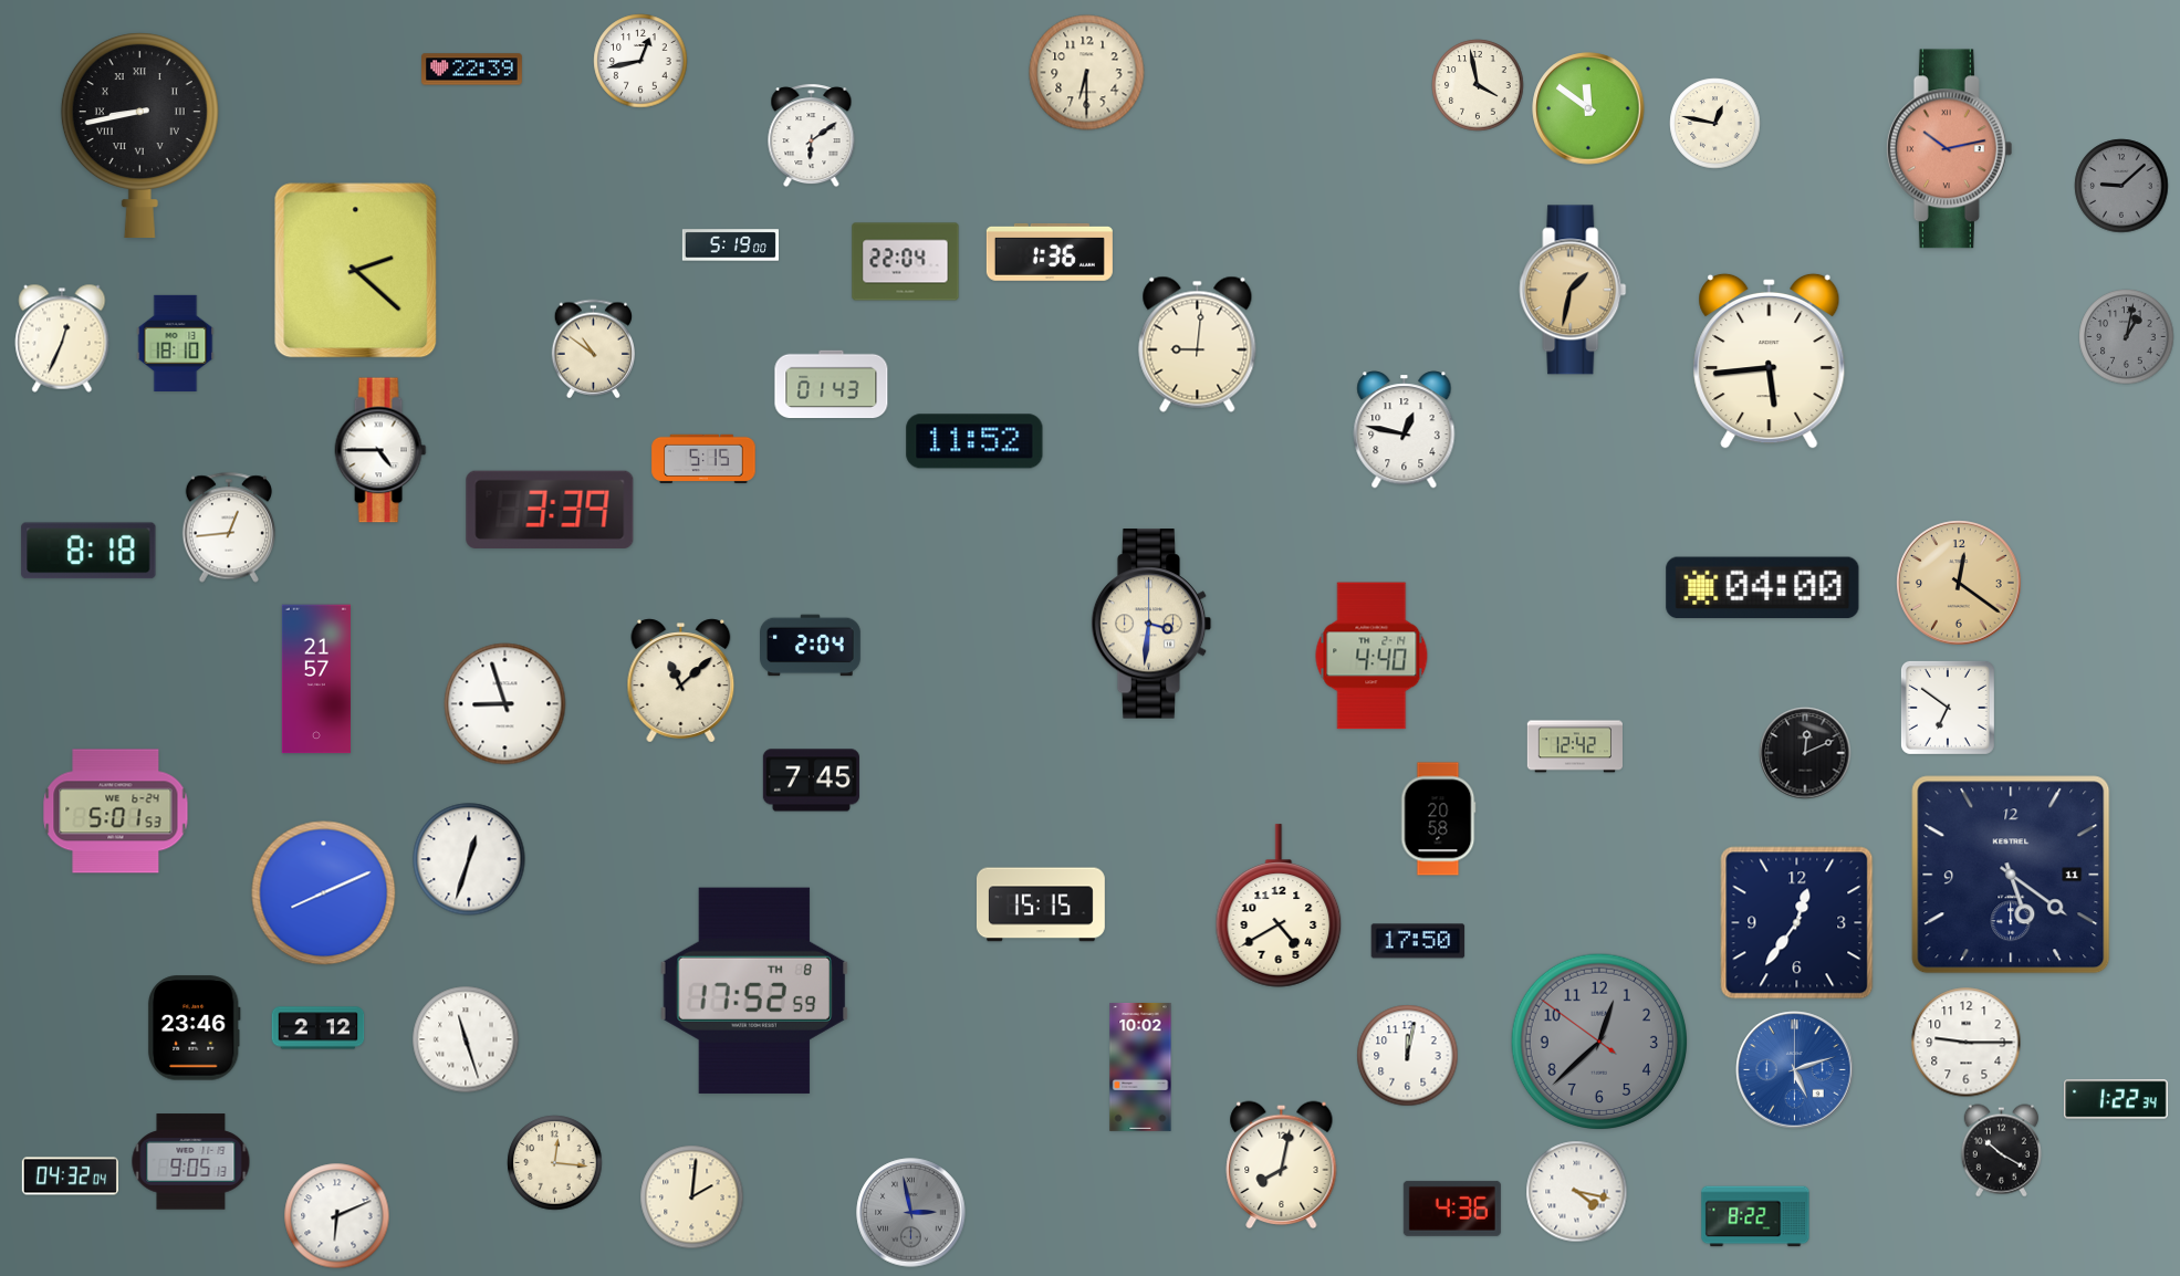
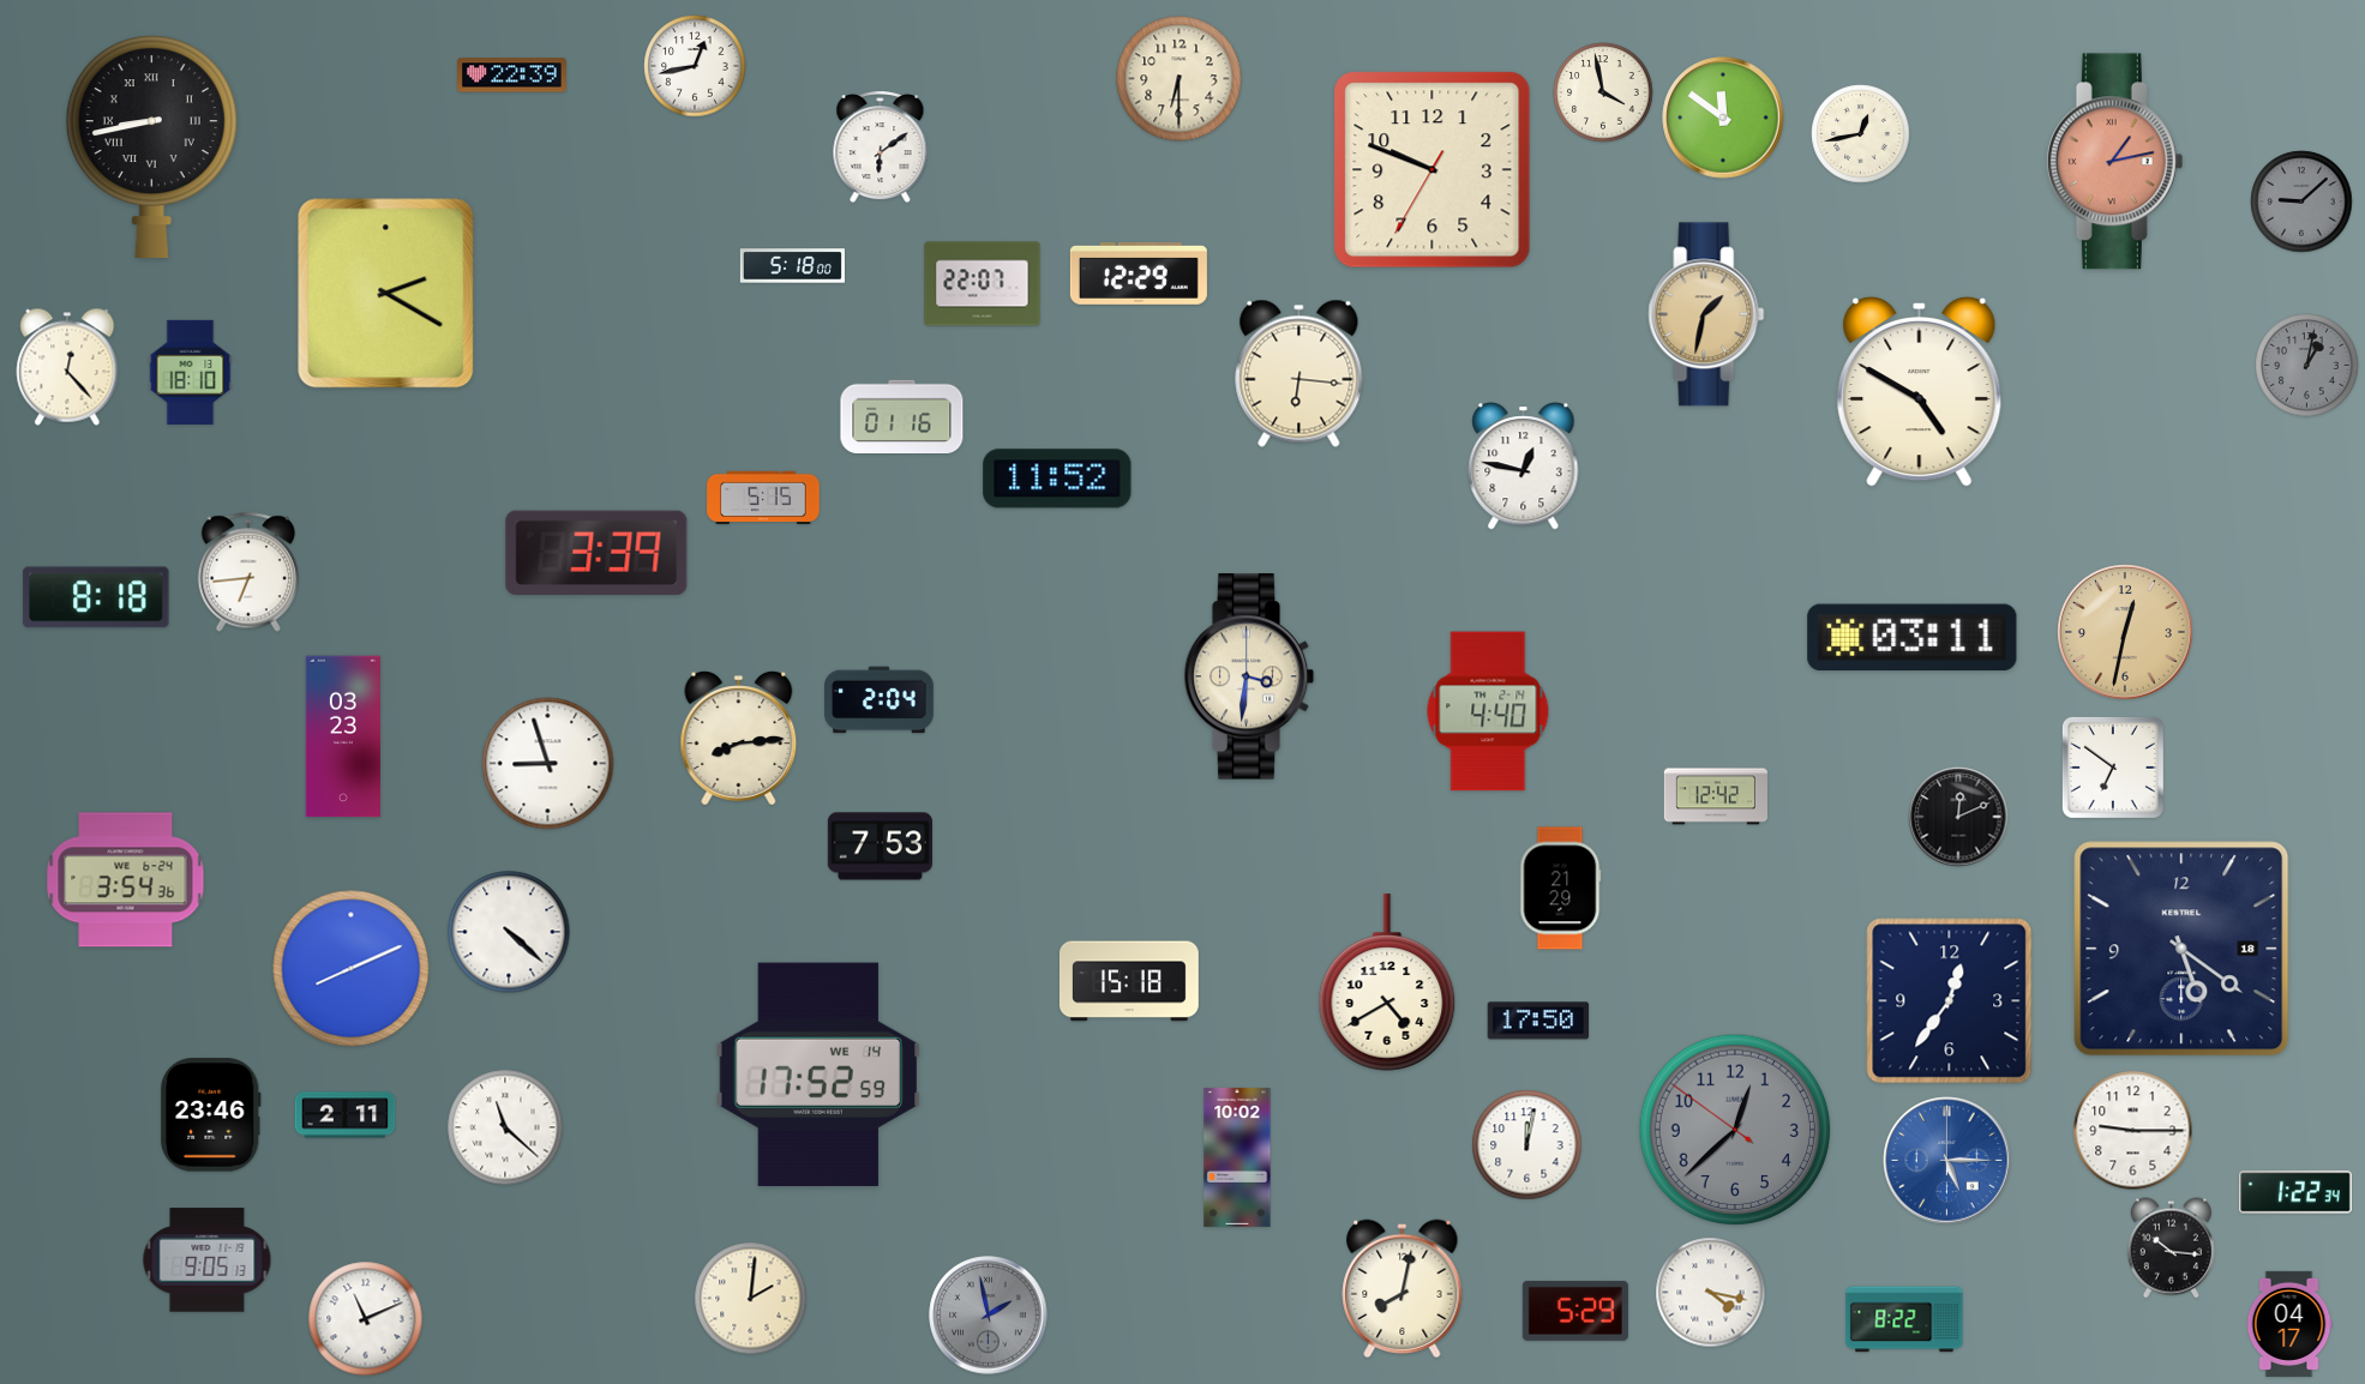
clock at (1715, 124): 12:47 -> 12:43
clock at (1949, 149): 10:13 -> 1:13
clock at (1433, 170): none -> 9:48
clock at (730, 245): 5:19 -> 5:18
clock at (1050, 252): 1:36 -> 12:29
clock at (906, 262): 22:04 -> 22:07
clock at (356, 271): 2:22 -> 2:20
clock at (62, 338): 12:34 -> 12:23
clock at (1198, 344): 9:01 -> 6:16
clock at (593, 349): 10:51 -> none
clock at (1770, 360): 5:44 -> 4:50
clock at (832, 385): 01:43 -> 01:16
clock at (380, 450): 4:45 -> none
clock at (229, 527): 12:44 -> 6:44
clock at (1959, 583): 12:21 -> 12:32
clock at (1763, 588): 04:00 -> 03:11
clock at (316, 679): 21:57 -> 03:23
clock at (681, 681): 11:08 -> 8:14
clock at (1574, 746) position: (1574, 746) -> (1715, 796)
clock at (811, 781): 7:45 -> 7:53
clock at (116, 812): 5:01 -> 3:54
clock at (1438, 819): 20:58 -> 21:29
clock at (469, 859): 12:33 -> 4:22
clock at (2011, 875) date: 11 -> 18
clock at (1041, 904): 15:15 -> 15:18
clock at (754, 991) date: TH 8 -> WE 14
clock at (319, 1028): 2:12 -> 2:11
clock at (466, 1039): 11:27 -> 11:22
clock at (1795, 1070): 5:12 -> 5:15
clock at (2001, 1151): 10:20 -> 10:16
clock at (555, 1163): 12:16 -> none
clock at (1282, 1164) position: (1282, 1164) -> (1403, 1288)
clock at (70, 1176): 04:32 -> none
clock at (1452, 1209): 4:36 -> 5:29
clock at (911, 1213): 2:58 -> 1:58
clock at (337, 1216): 6:11 -> 11:11
clock at (2289, 1324): none -> 04:17
